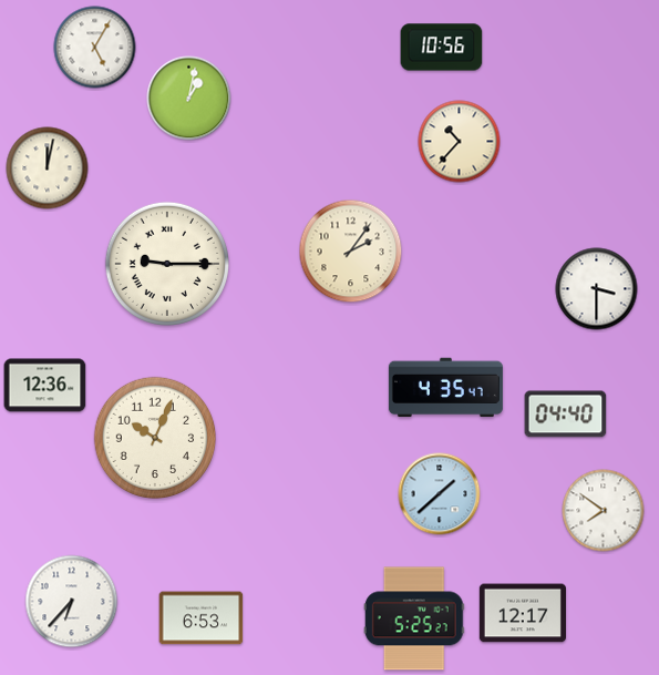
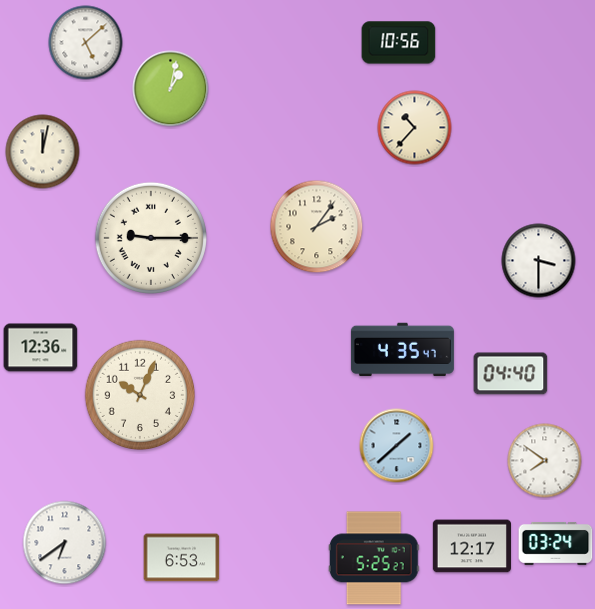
clock at (95, 48): 5:05 -> 5:08
clock at (72, 602): 6:37 -> 6:39
clock at (556, 543): none -> 03:24
clock at (522, 613) position: (522, 613) -> (471, 546)
